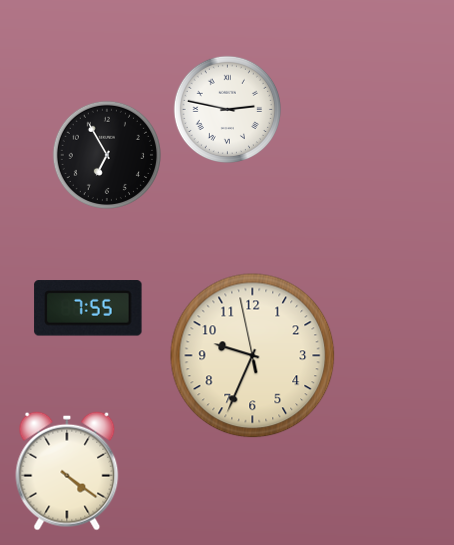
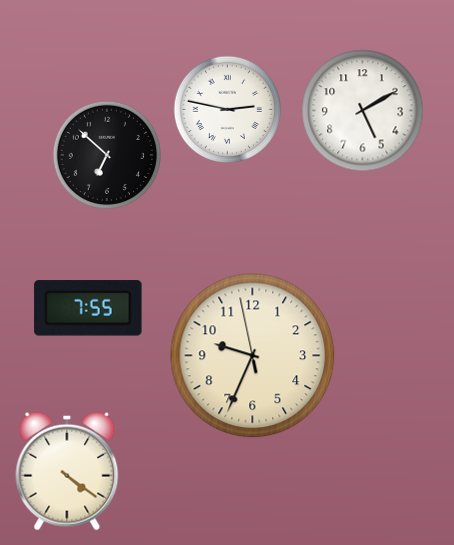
clock at (363, 111): none -> 5:10
clock at (107, 155): 6:55 -> 6:52
